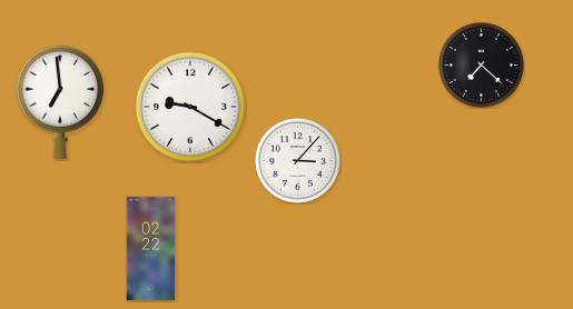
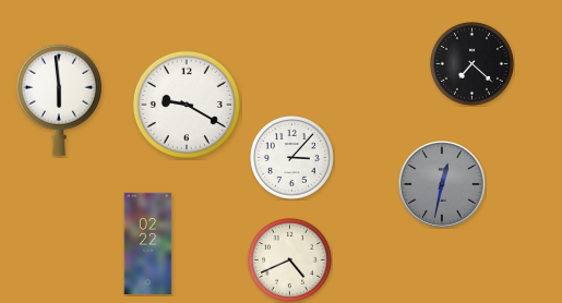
clock at (60, 102): 6:59 -> 5:59
clock at (442, 184): none -> 12:32
clock at (290, 260): none -> 4:41
